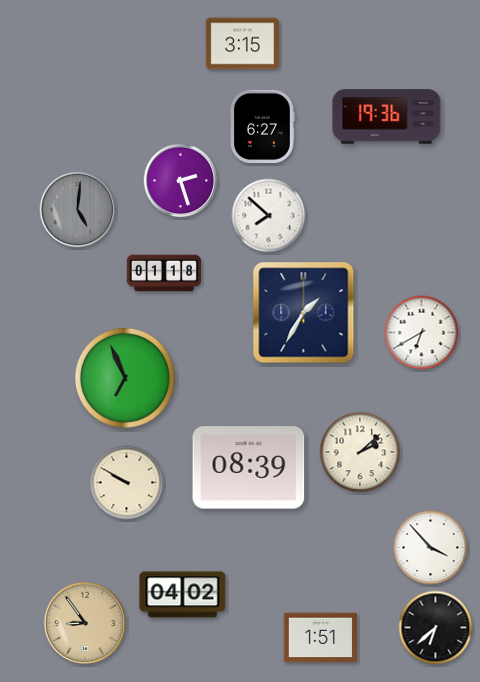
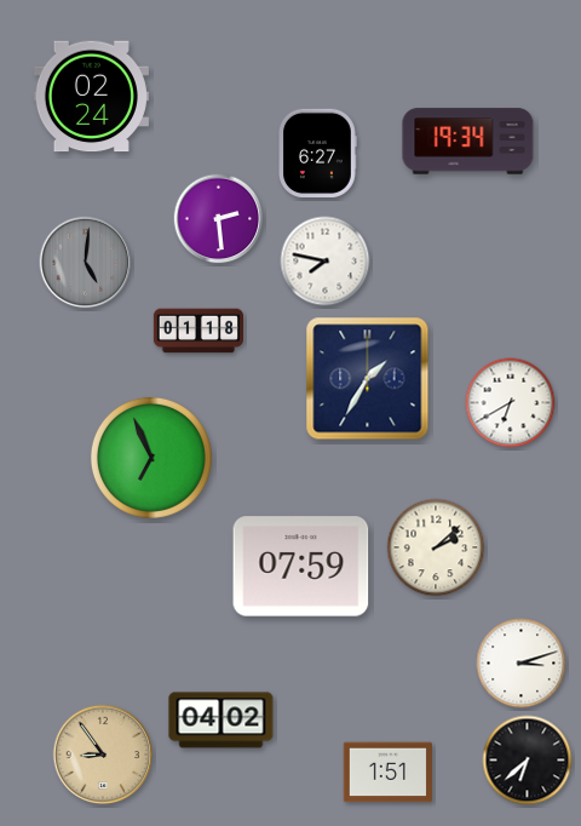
clock at (242, 44): 3:15 -> none
clock at (91, 97): none -> 02:24
clock at (387, 117): 19:36 -> 19:34
clock at (181, 181): 2:27 -> 2:29
clock at (78, 210) position: (78, 210) -> (86, 263)
clock at (269, 216): 7:52 -> 7:47
clock at (249, 468): 08:39 -> 07:59
clock at (127, 483): 9:50 -> none
clock at (431, 548): 3:53 -> 3:12
